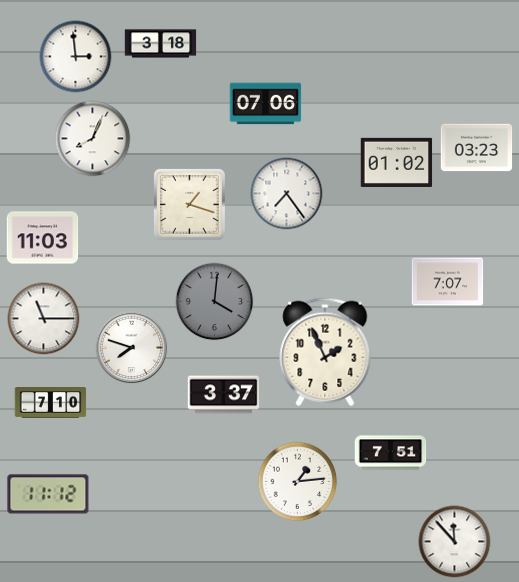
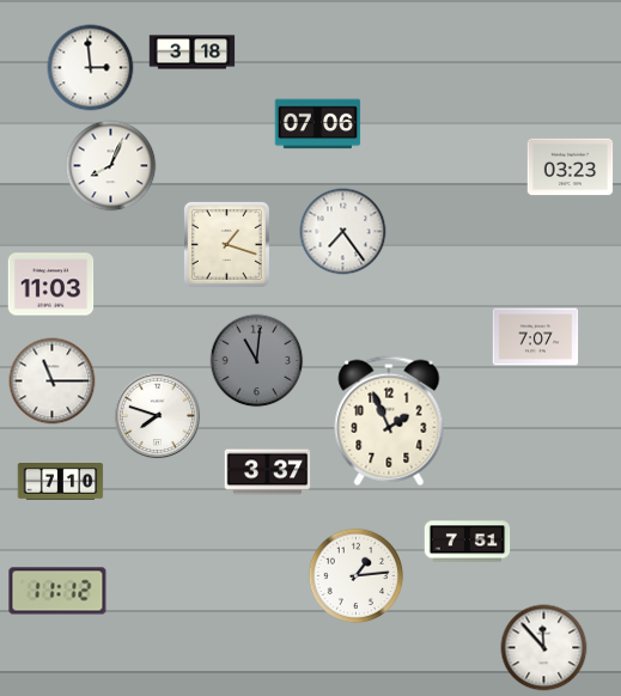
clock at (477, 148) position: (477, 148) -> (571, 167)
clock at (397, 162): 01:02 -> none
clock at (215, 302): 4:01 -> 11:01
